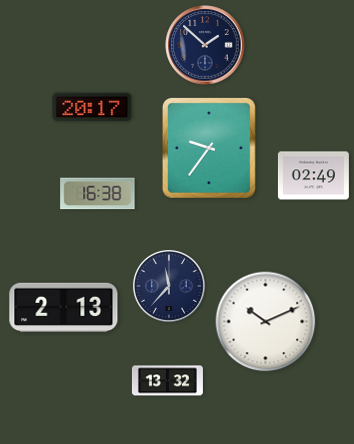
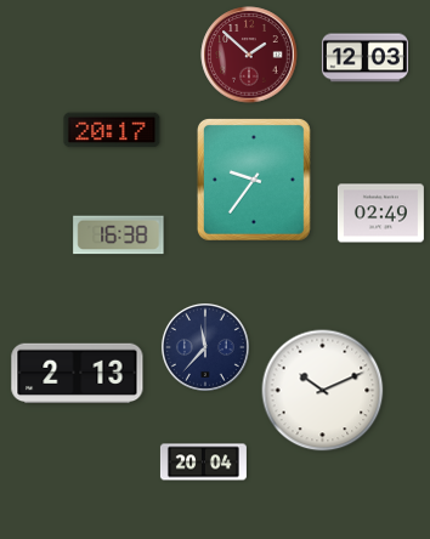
clock at (205, 45) dial: navy -> burgundy
clock at (364, 58): none -> 12:03
clock at (167, 381): 13:32 -> 20:04
